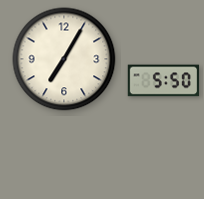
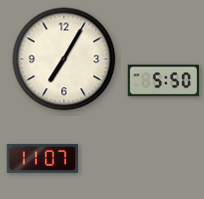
clock at (43, 158): none -> 11:07
